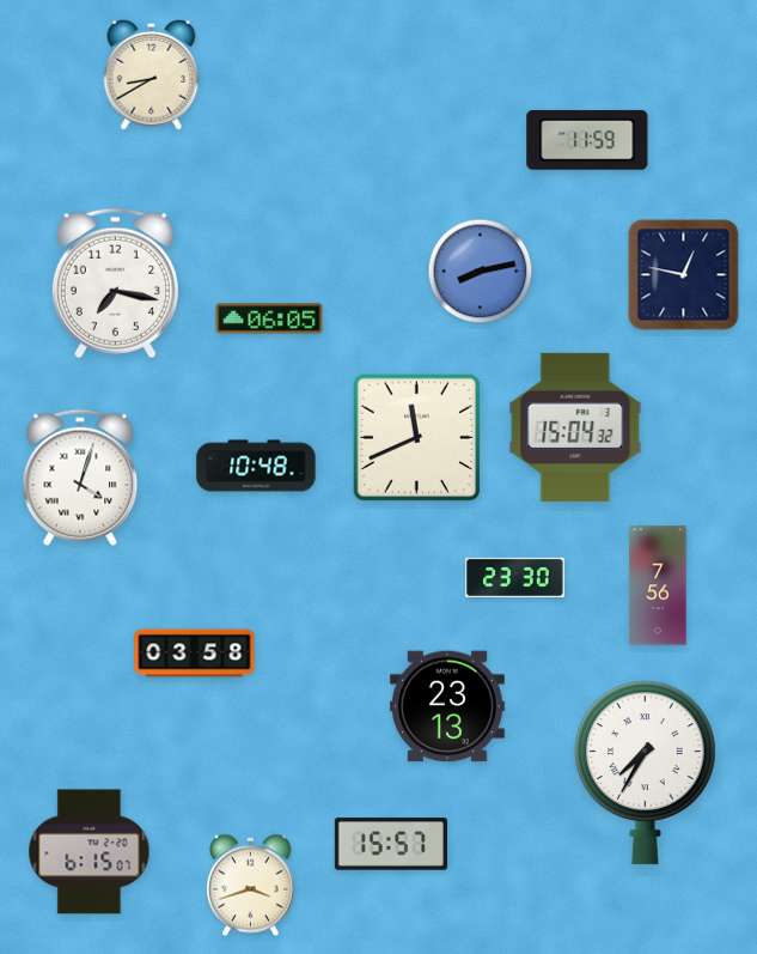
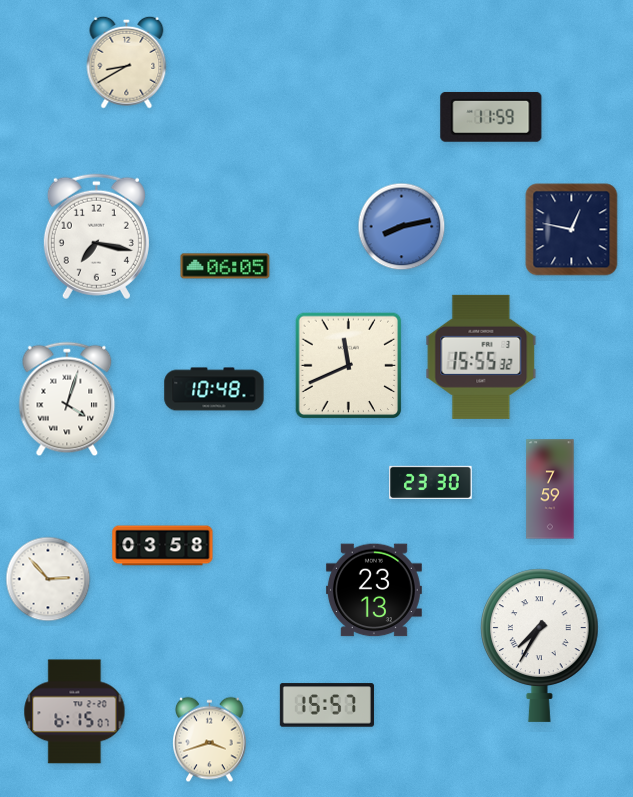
clock at (575, 427): 15:04 -> 15:55
clock at (658, 585): 7:56 -> 7:59
clock at (48, 579): none -> 2:53
